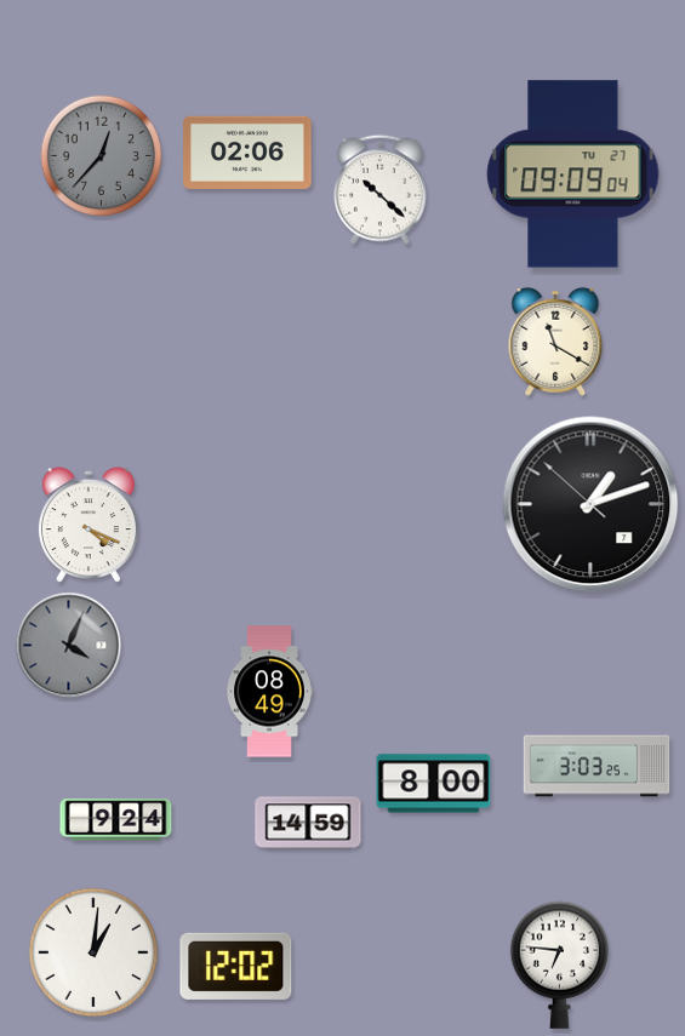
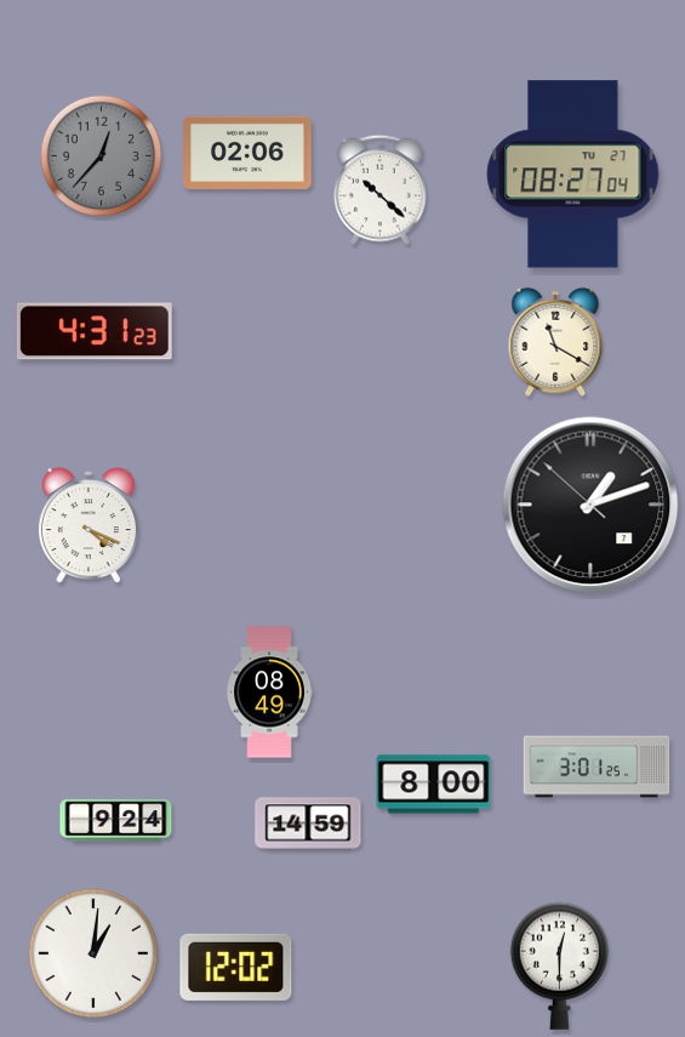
clock at (573, 174): 09:09 -> 08:27
clock at (95, 331): none -> 4:31
clock at (69, 646): 4:04 -> none
clock at (596, 766): 3:03 -> 3:01
clock at (559, 965): 6:46 -> 12:30
